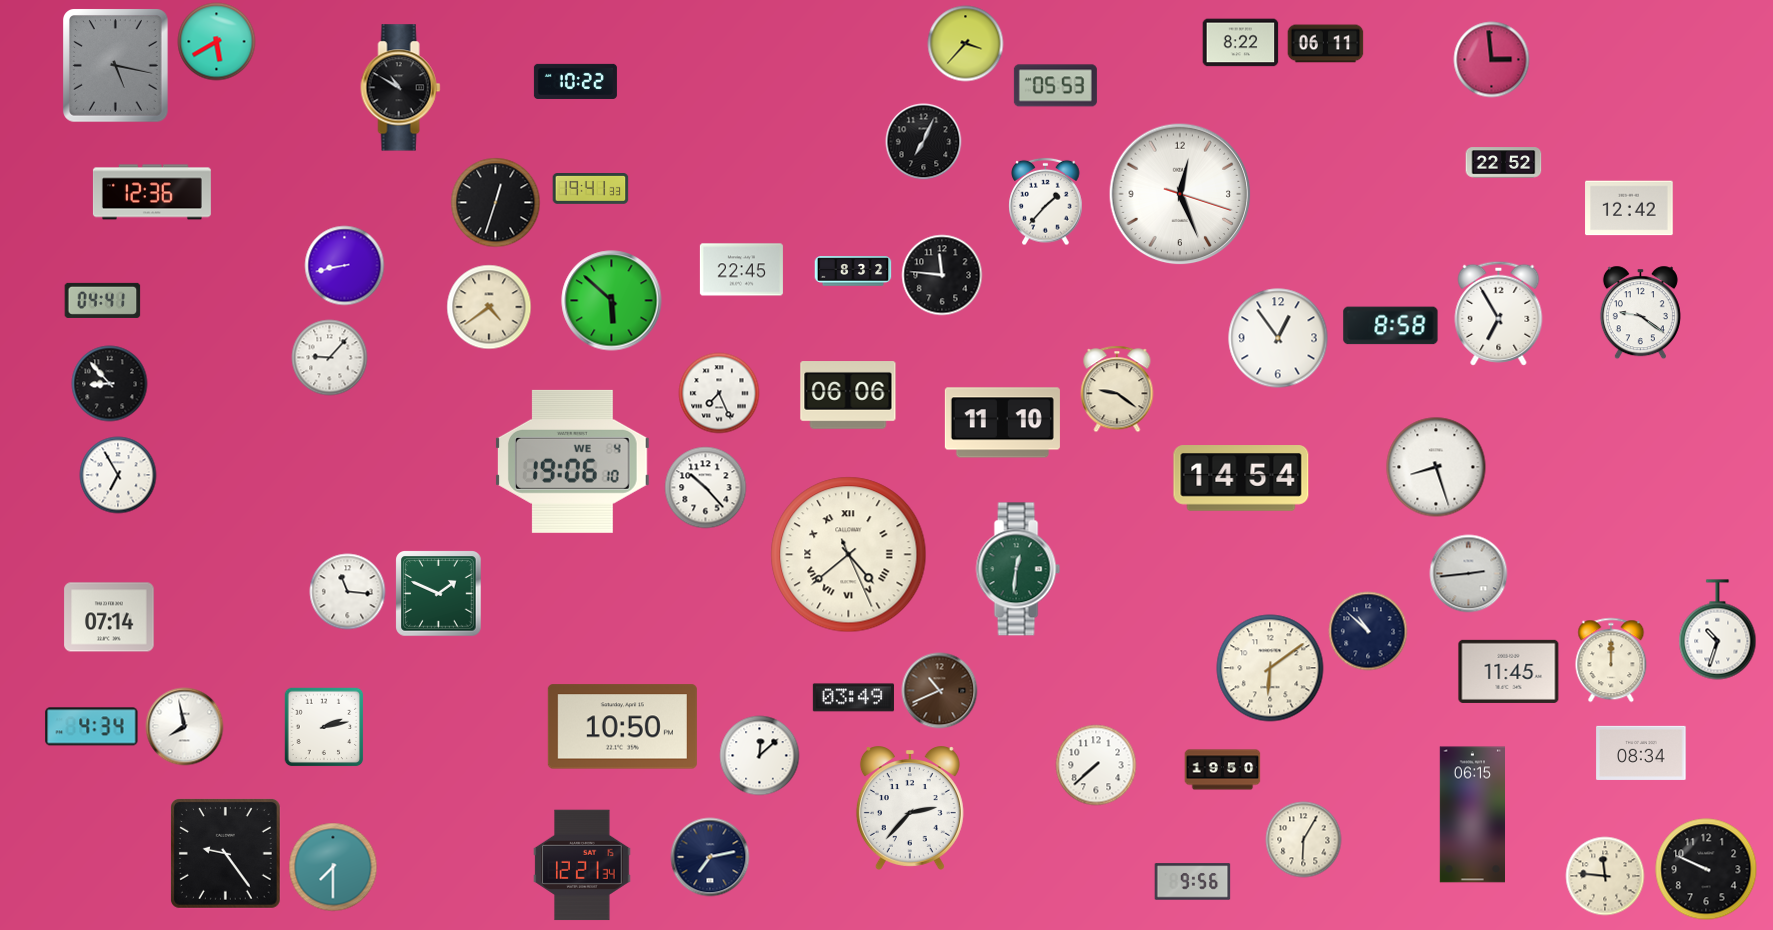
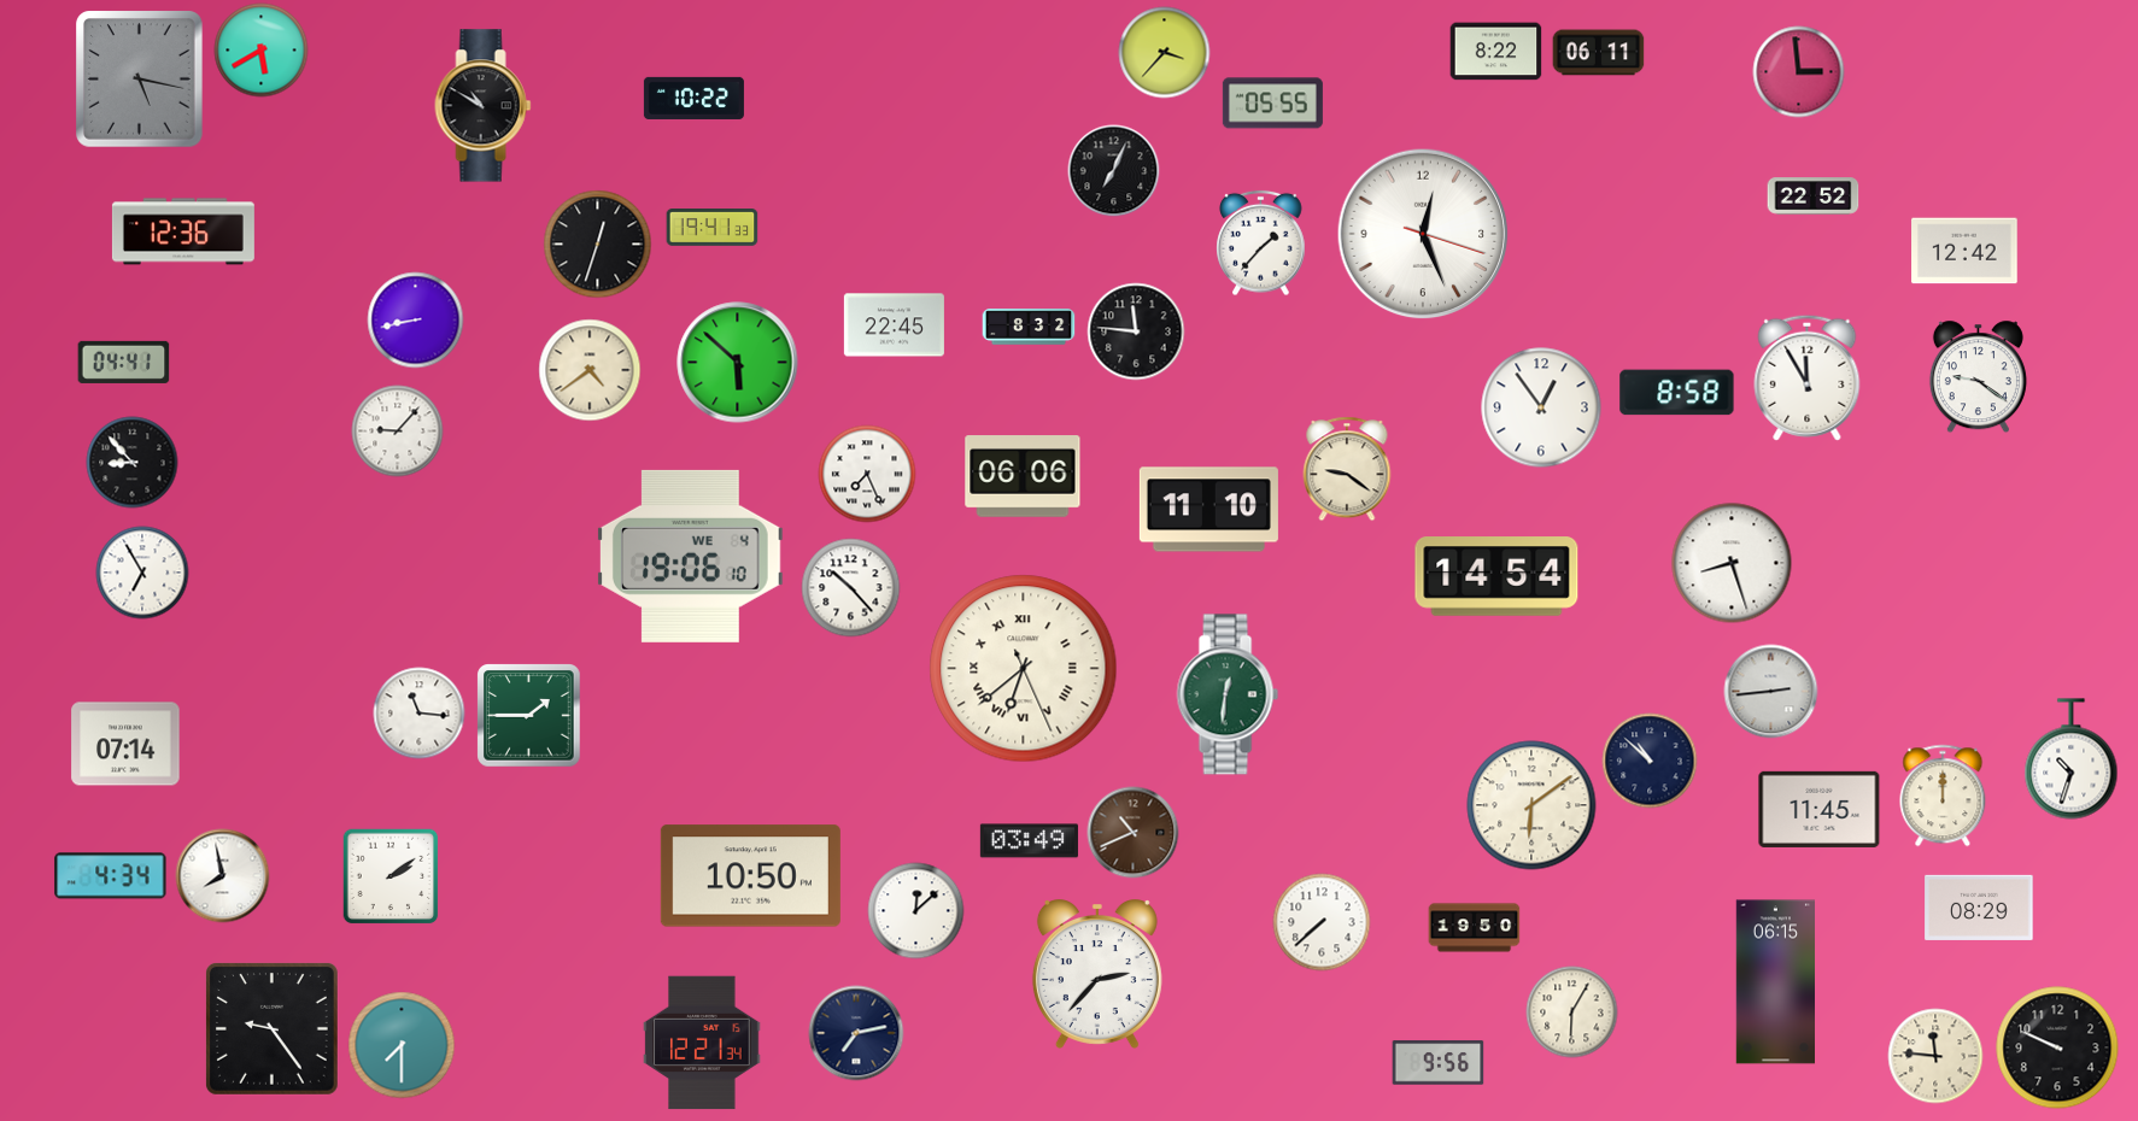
clock at (1055, 86): 05:53 -> 05:55
clock at (1499, 313): 6:55 -> 11:55
clock at (849, 555): 4:38 -> 6:38
clock at (1018, 569) position: (1018, 569) -> (1228, 694)
clock at (439, 594): 1:49 -> 1:45
clock at (109, 617) position: (109, 617) -> (125, 744)
clock at (324, 727): 2:13 -> 2:09
clock at (1641, 753): 08:34 -> 08:29
